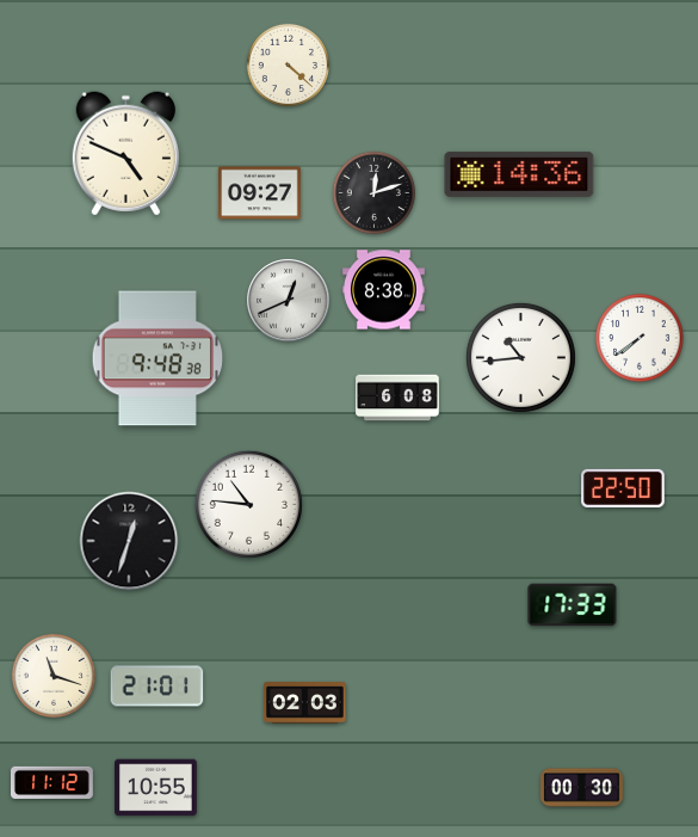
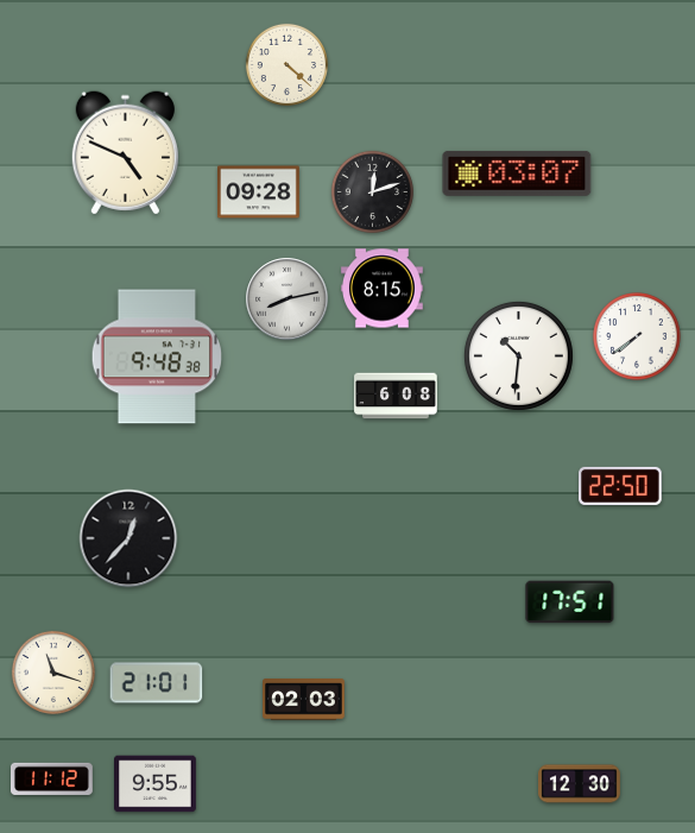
clock at (519, 174): 14:36 -> 03:07
clock at (260, 193): 09:27 -> 09:28
clock at (384, 290): 8:38 -> 8:15
clock at (289, 301): 12:41 -> 8:13
clock at (520, 357): 10:44 -> 10:31
clock at (248, 504): 10:46 -> none
clock at (129, 541): 12:33 -> 12:37
clock at (573, 605): 17:33 -> 17:51
clock at (156, 788): 10:55 -> 9:55
clock at (582, 788): 00:30 -> 12:30
